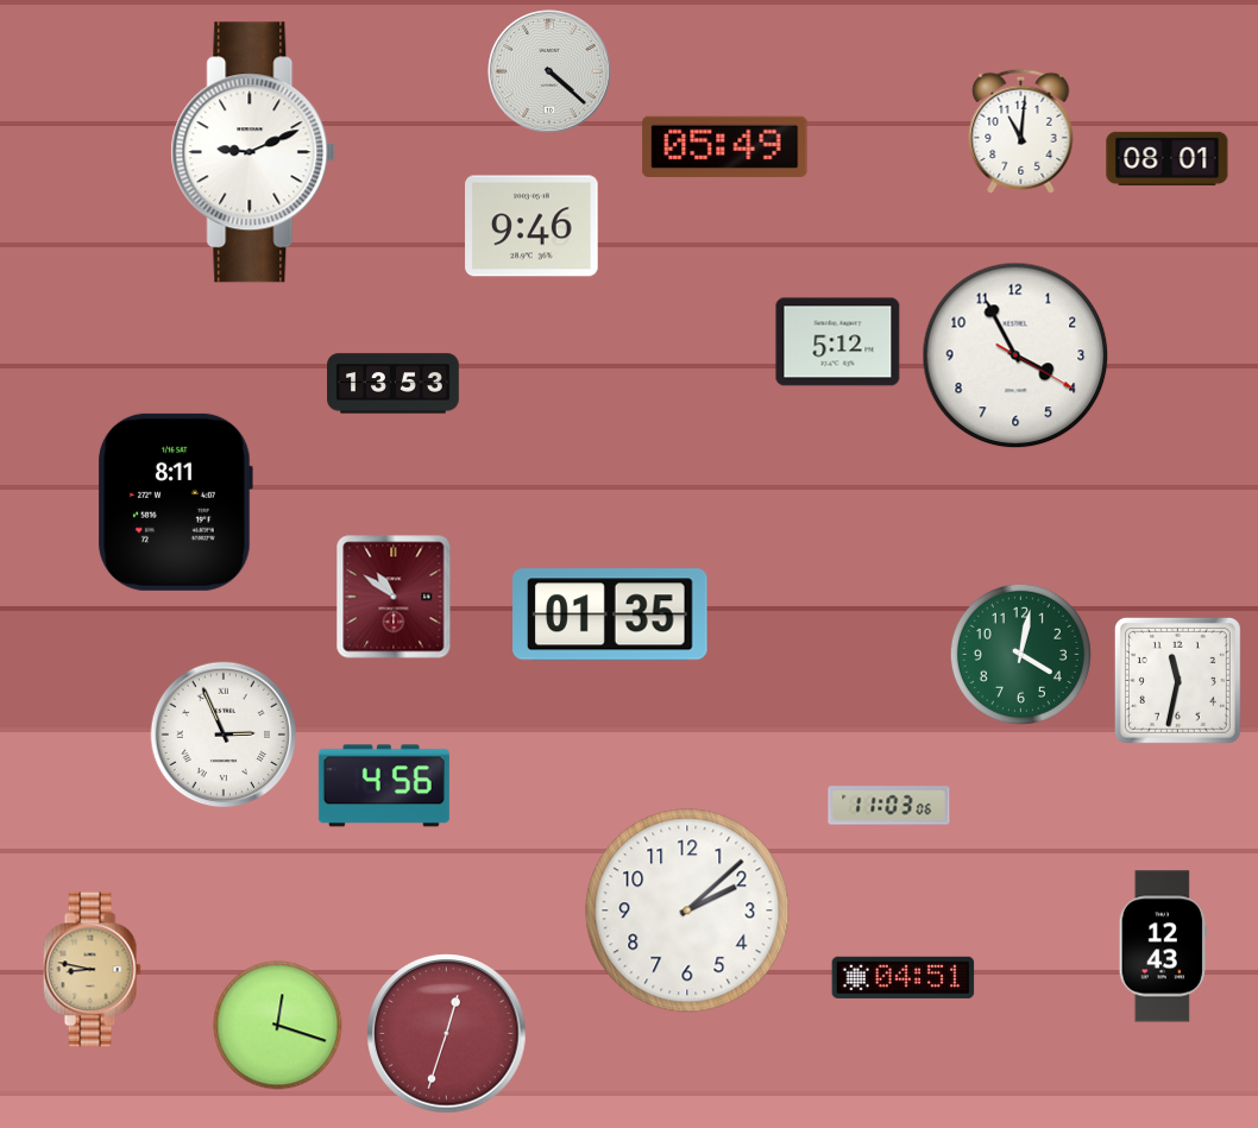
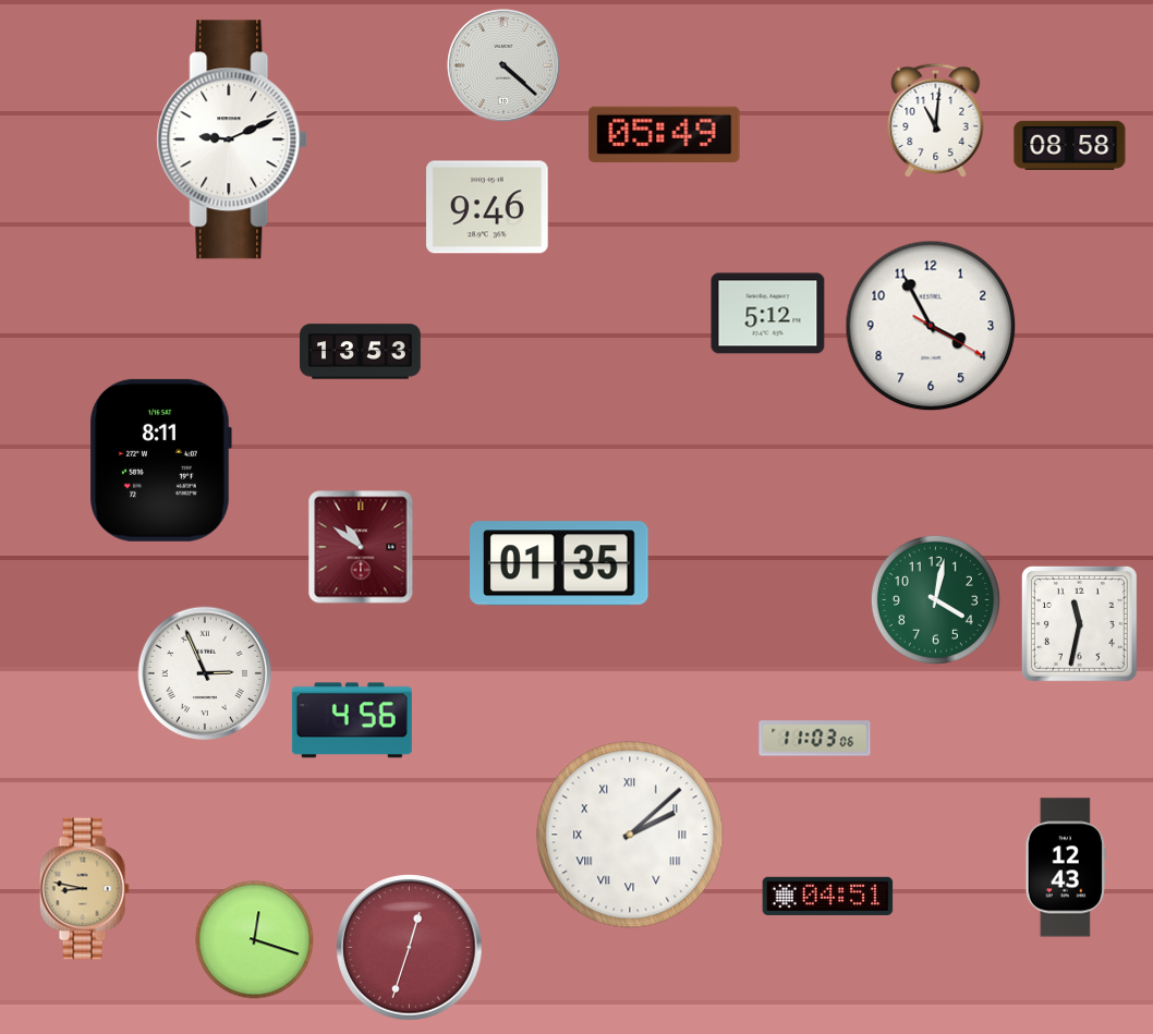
clock at (1168, 158): 08:01 -> 08:58
clock at (687, 910) numerals: Arabic -> Roman
